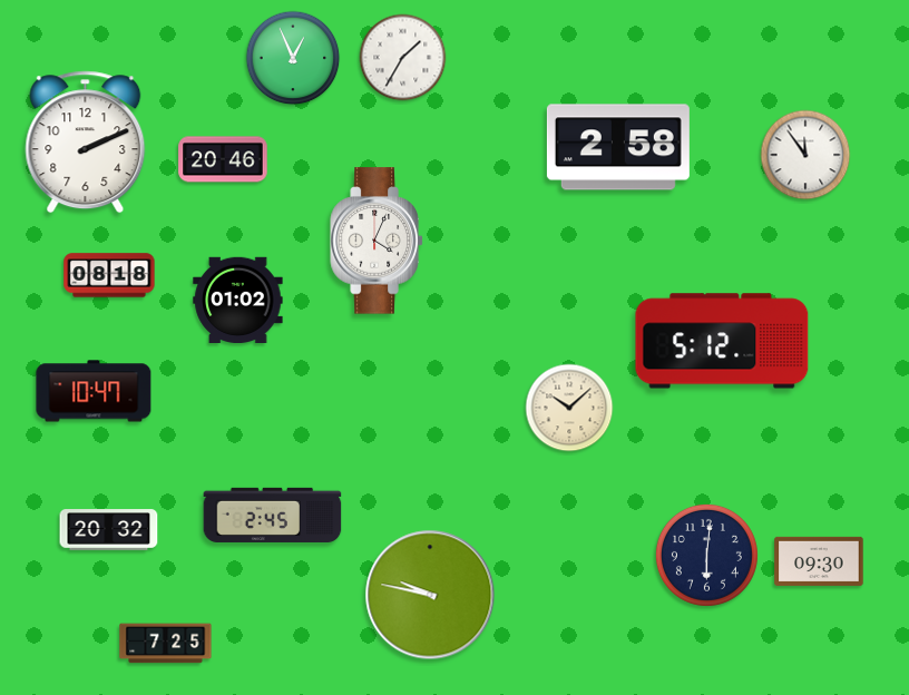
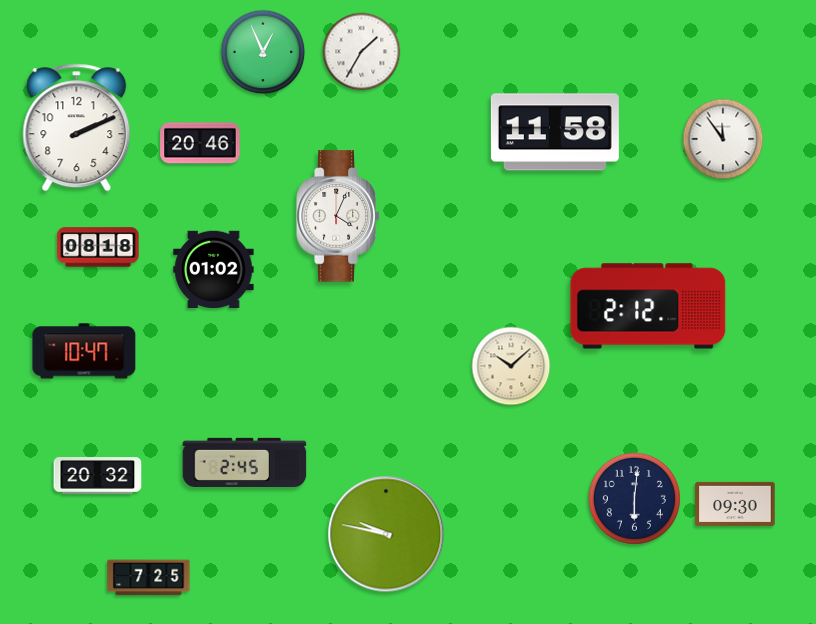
clock at (618, 147): 2:58 -> 11:58
clock at (722, 341): 5:12 -> 2:12
